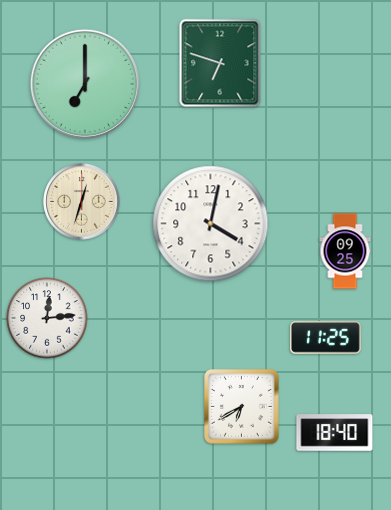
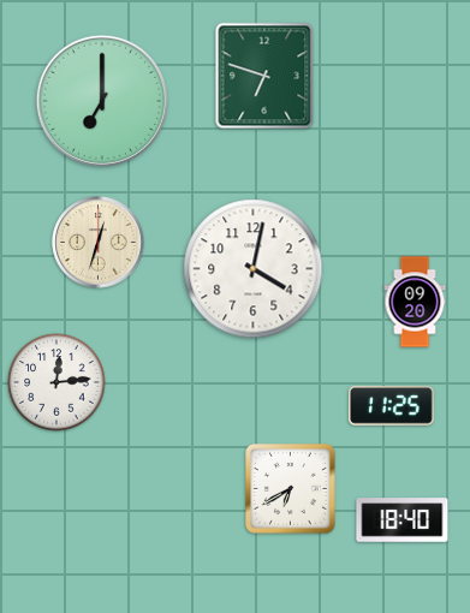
clock at (345, 251): 09:25 -> 09:20
